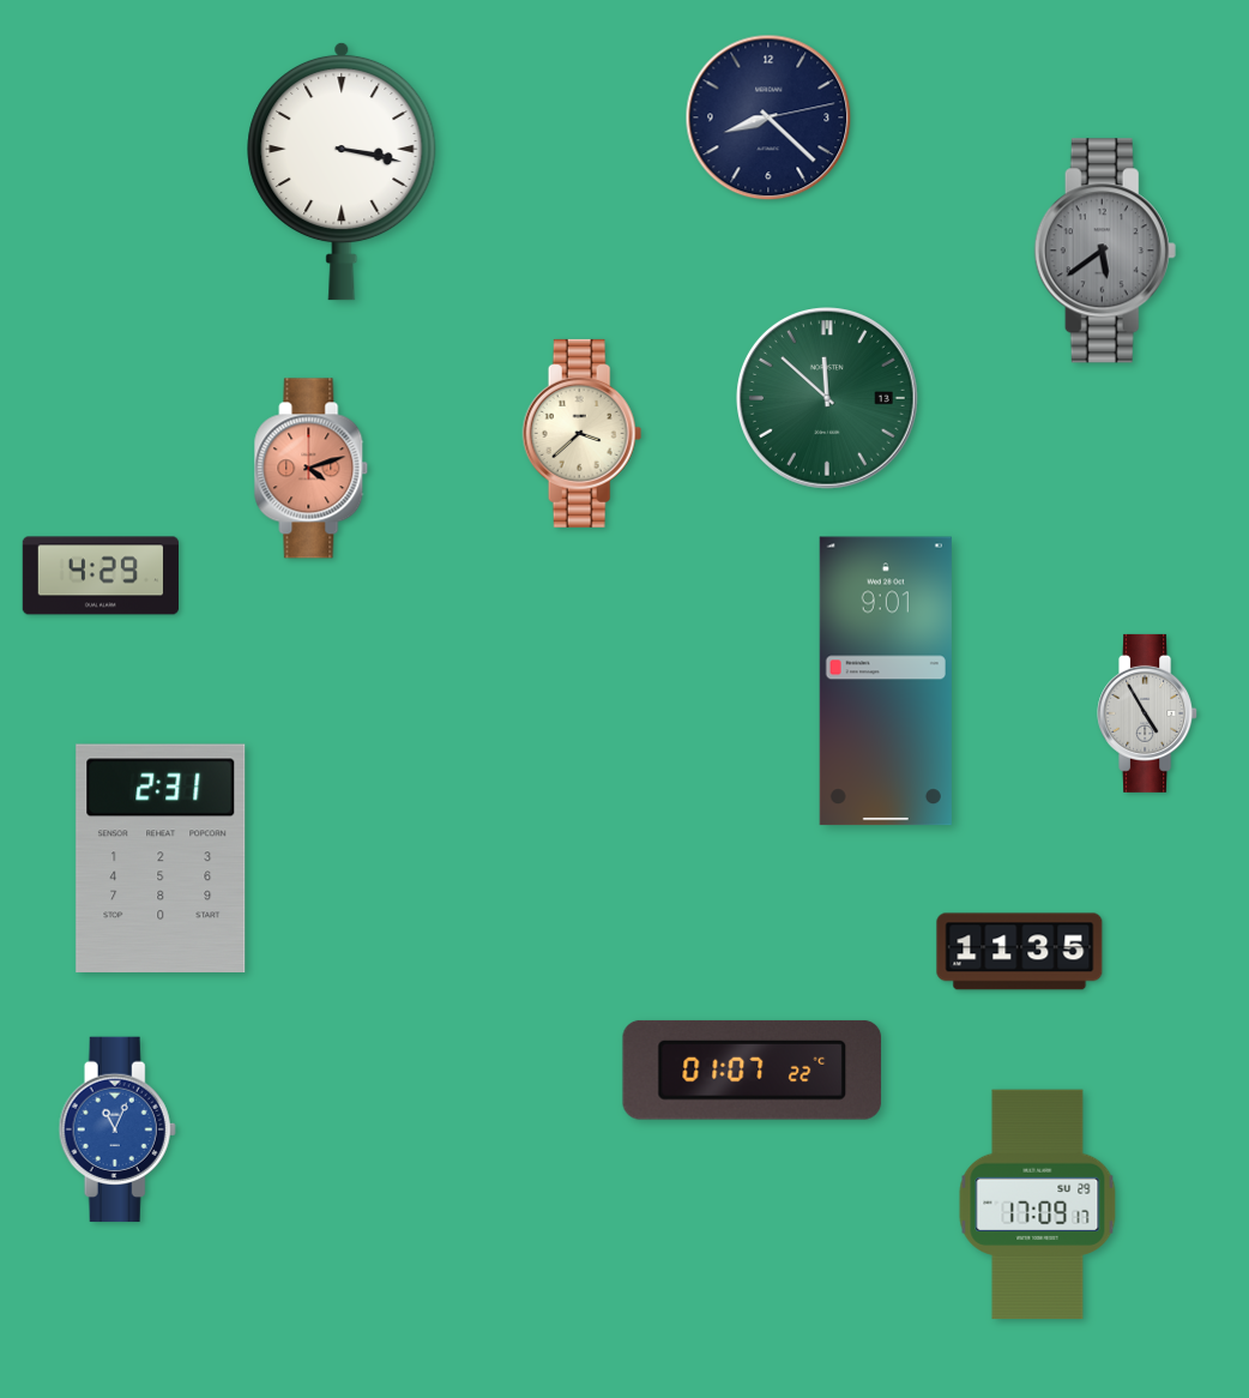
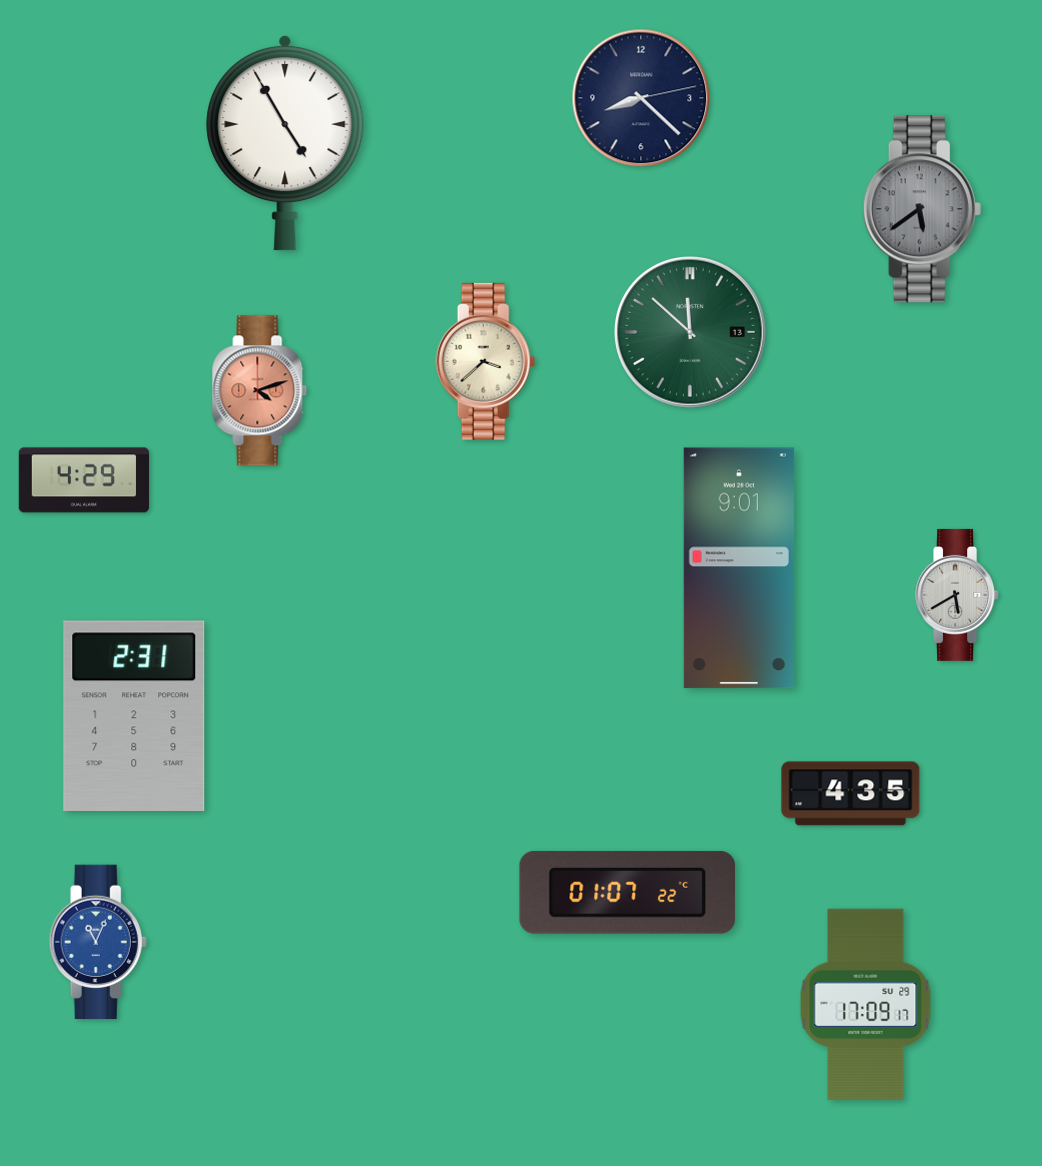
clock at (342, 171): 3:17 -> 4:55
clock at (1148, 713): 4:55 -> 5:40
clock at (1020, 952): 11:35 -> 4:35
